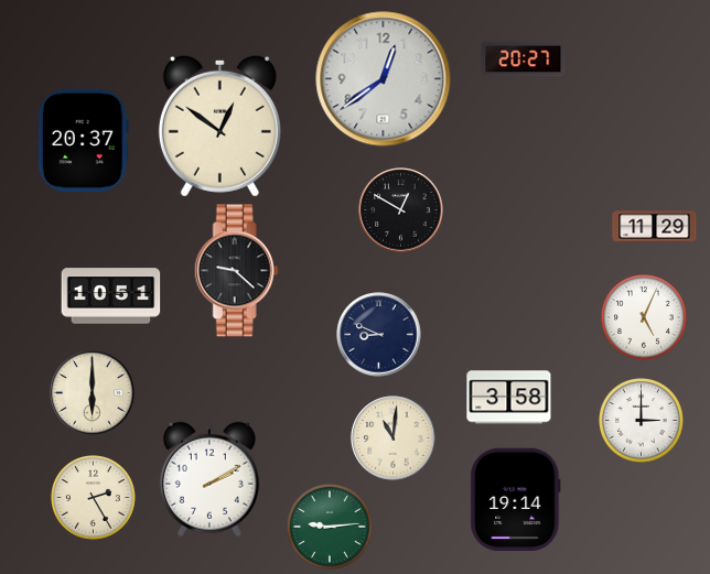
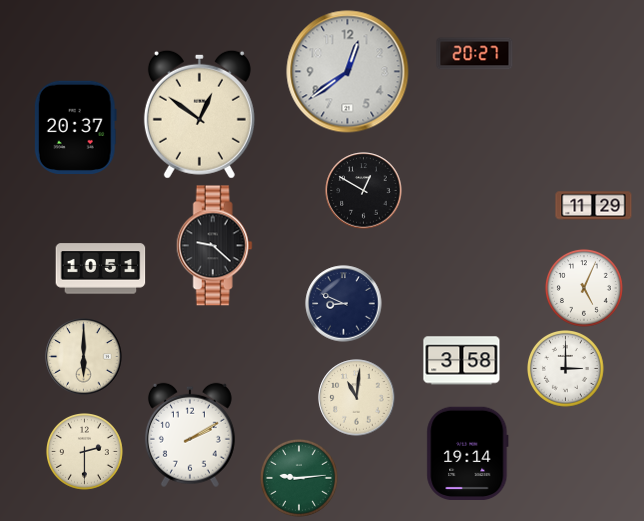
clock at (642, 421) position: (642, 421) -> (566, 369)
clock at (94, 498): 2:25 -> 2:30
